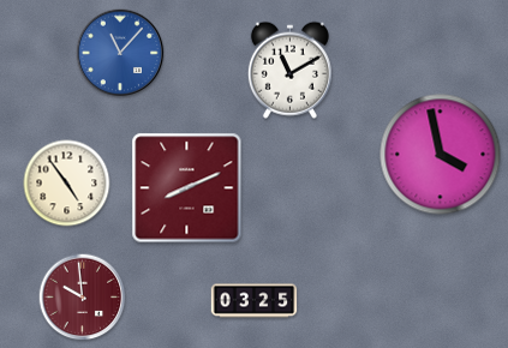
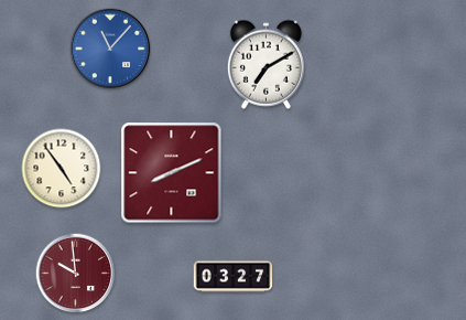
clock at (289, 70): 11:10 -> 7:10
clock at (441, 155): 3:58 -> none
clock at (255, 301): 03:25 -> 03:27
